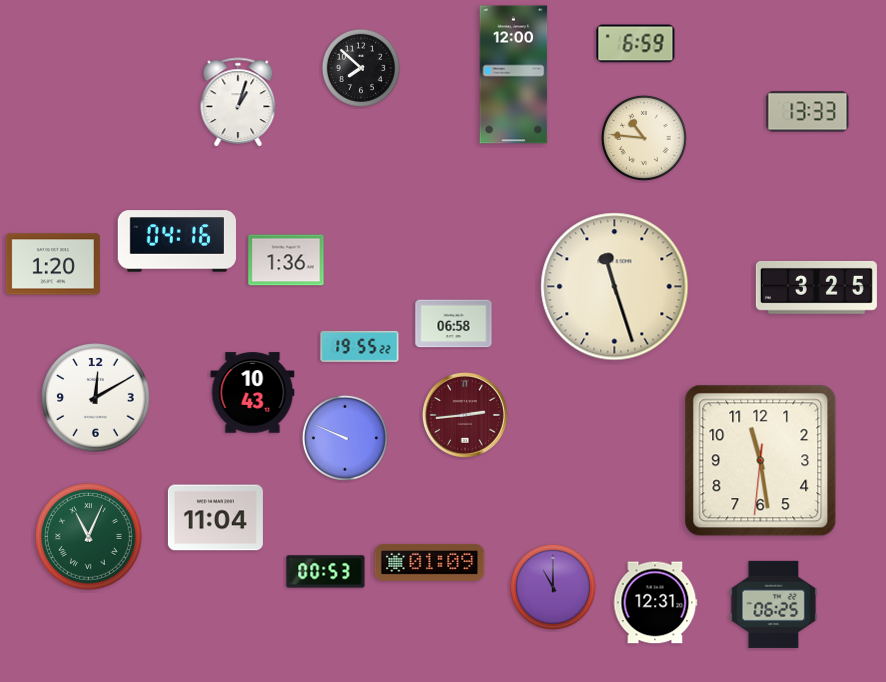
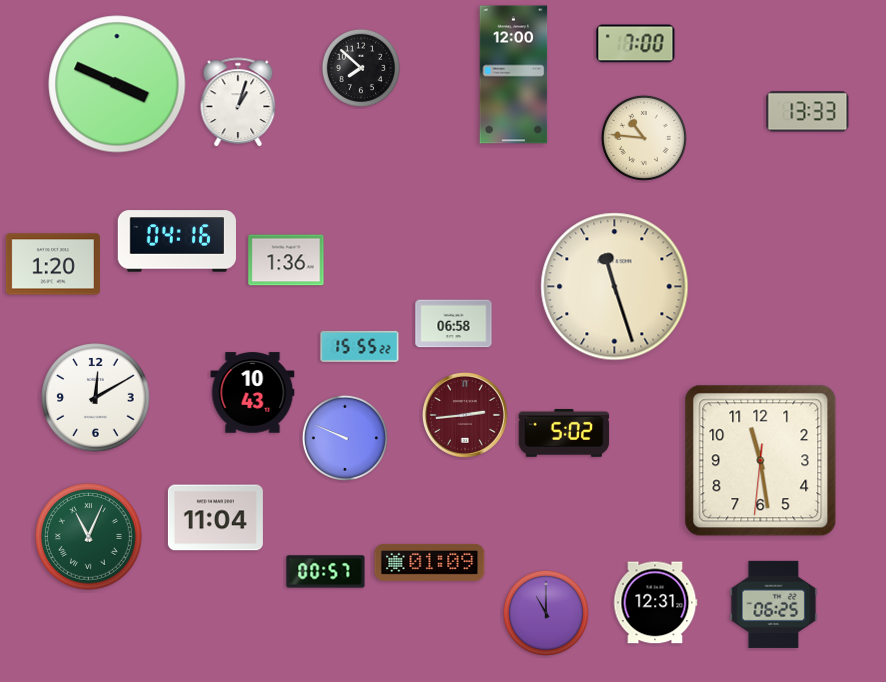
clock at (636, 44): 6:59 -> 7:00
clock at (117, 84): none -> 3:49
clock at (816, 287): 3:25 -> none
clock at (360, 346): 19:55 -> 15:55
clock at (564, 433): none -> 5:02
clock at (326, 572): 00:53 -> 00:57
clock at (553, 587) position: (553, 587) -> (546, 613)
